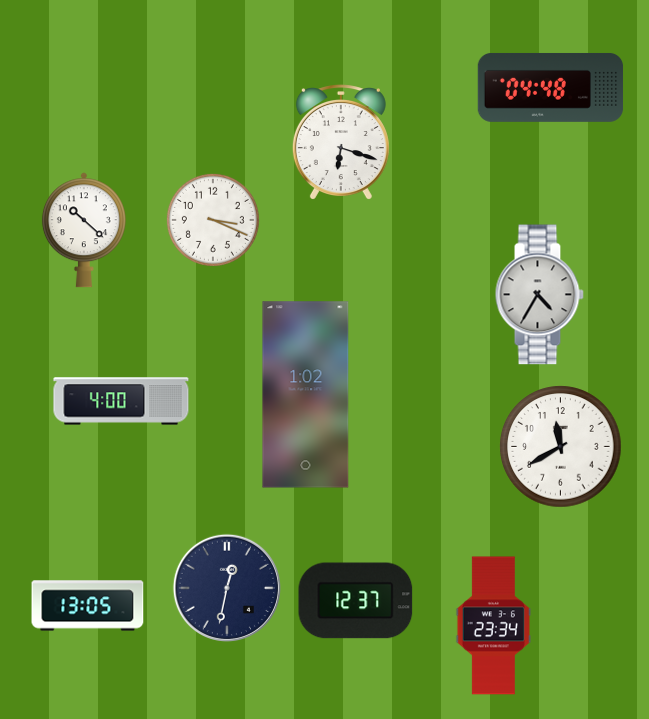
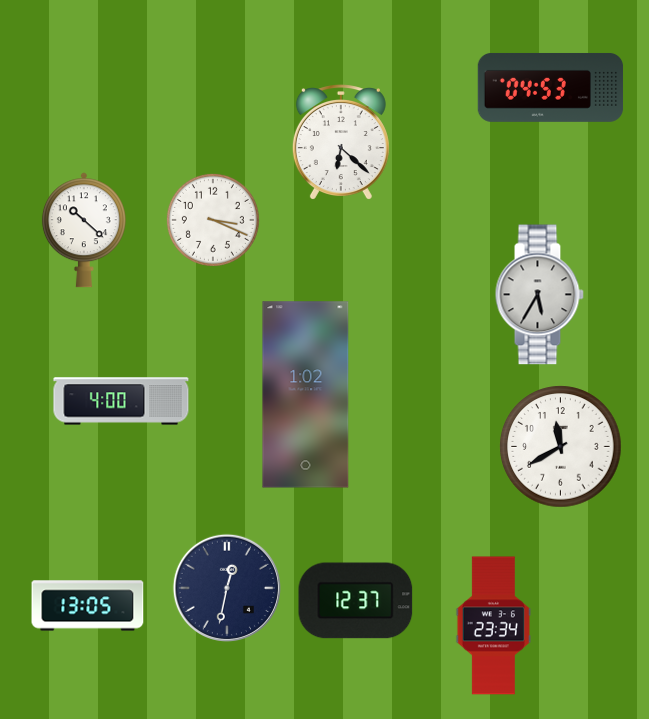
clock at (551, 87): 04:48 -> 04:53
clock at (341, 142): 6:18 -> 6:22
clock at (539, 295): 4:35 -> 5:35
